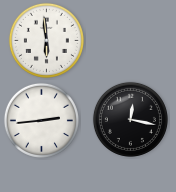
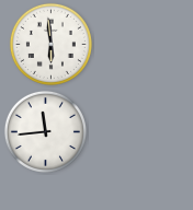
clock at (130, 119): 12:17 -> none
clock at (41, 120): 2:44 -> 11:44
